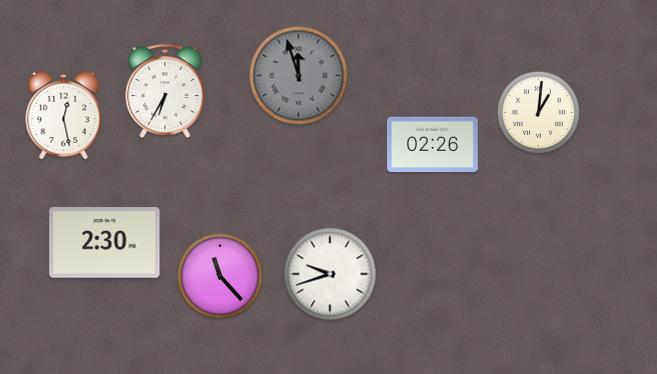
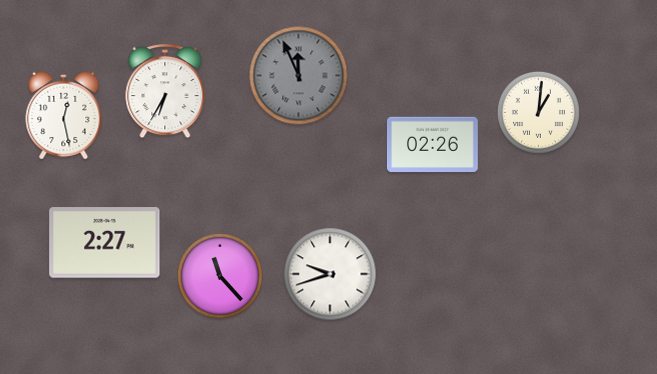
clock at (299, 76): 11:57 -> 11:56
clock at (105, 243): 2:30 -> 2:27
